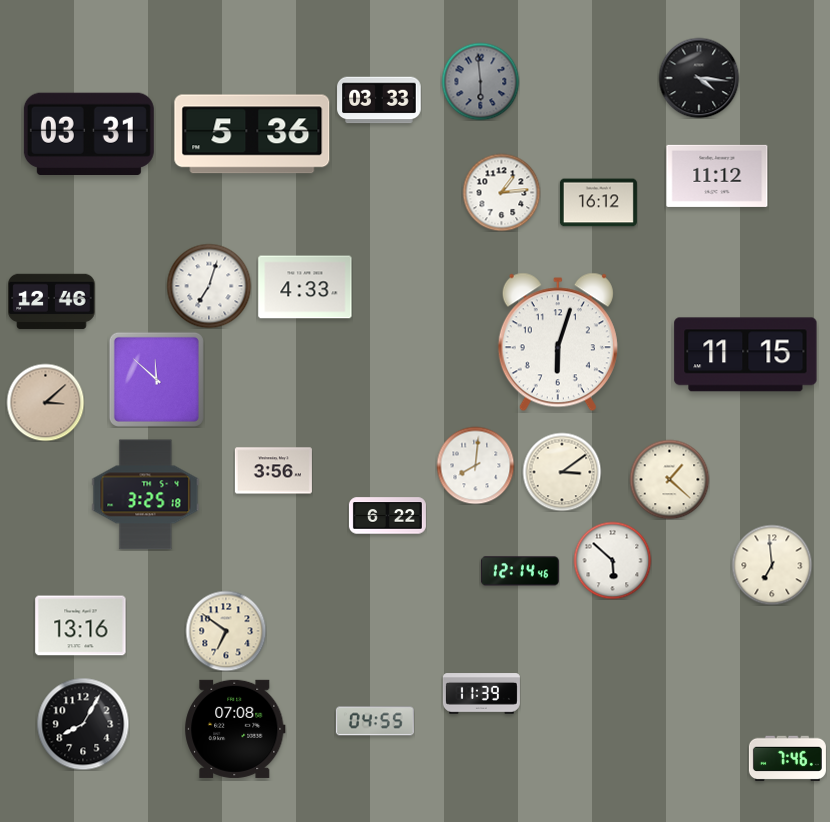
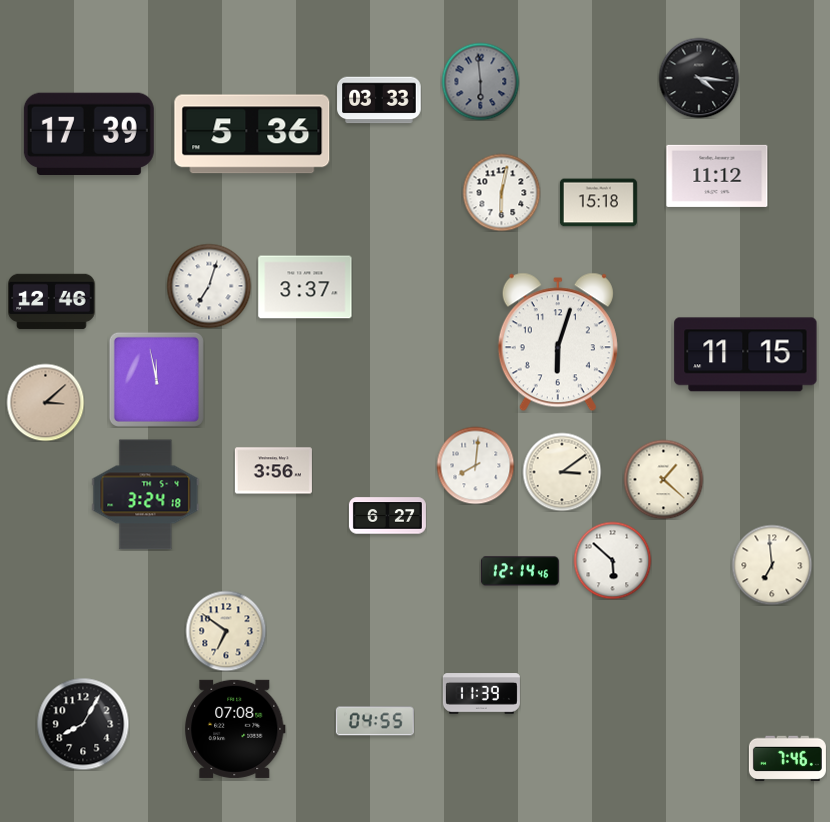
clock at (89, 133): 03:31 -> 17:39
clock at (501, 192): 1:14 -> 6:02
clock at (598, 203): 16:12 -> 15:18
clock at (305, 287): 4:33 -> 3:37
clock at (156, 379): 11:52 -> 11:58
clock at (669, 479) position: (669, 479) -> (663, 479)
clock at (146, 495): 3:25 -> 3:24
clock at (387, 516): 6:22 -> 6:27
clock at (81, 626): 13:16 -> none
